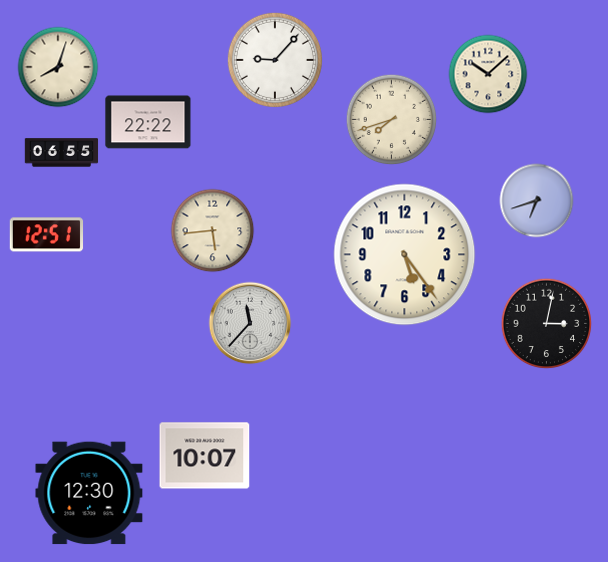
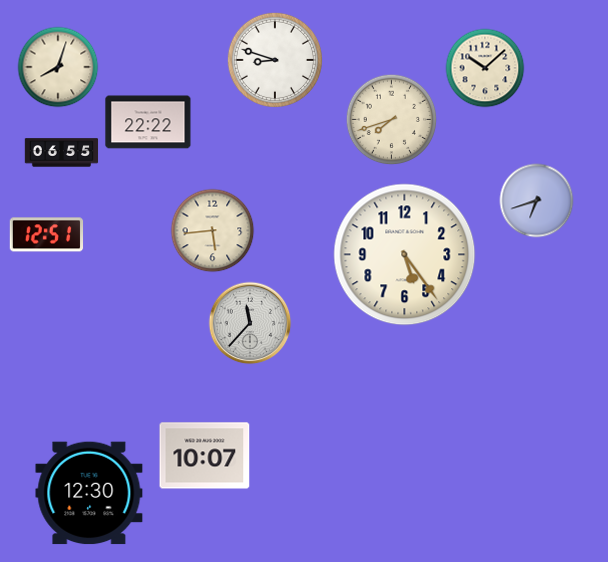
clock at (275, 60): 9:07 -> 8:48
clock at (488, 74) position: (488, 74) -> (485, 68)
clock at (547, 324): 3:02 -> none
